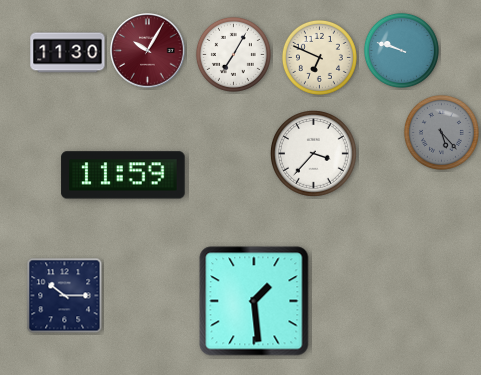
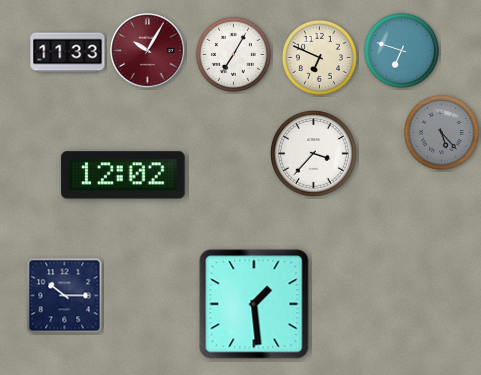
clock at (401, 50): 9:48 -> 6:48
clock at (68, 53): 11:30 -> 11:33
clock at (123, 175): 11:59 -> 12:02
clock at (254, 301) position: (254, 301) -> (254, 304)
